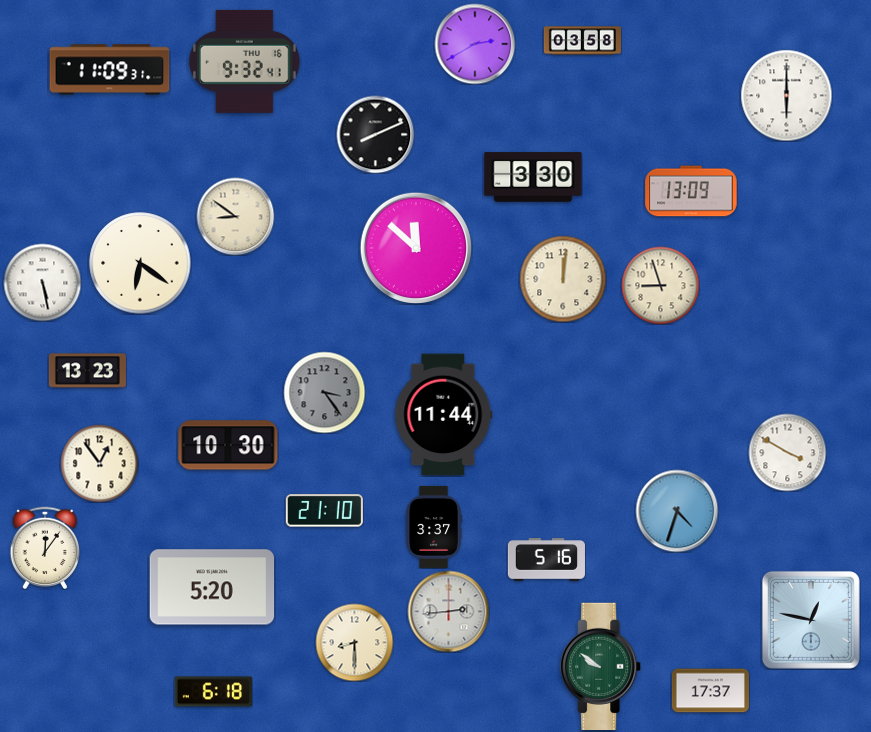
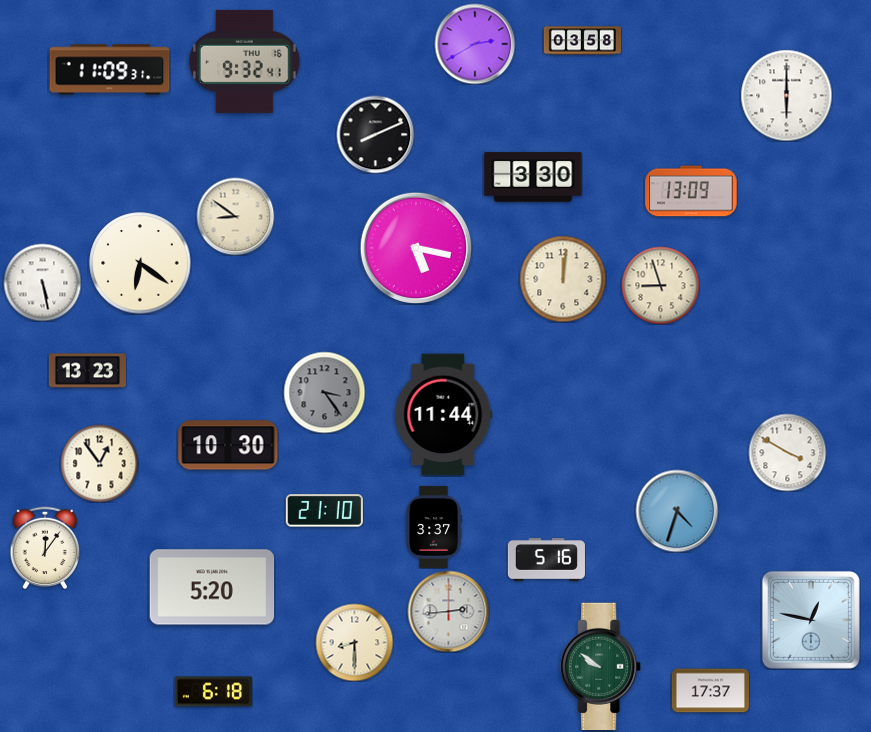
clock at (415, 247): 11:52 -> 5:17
